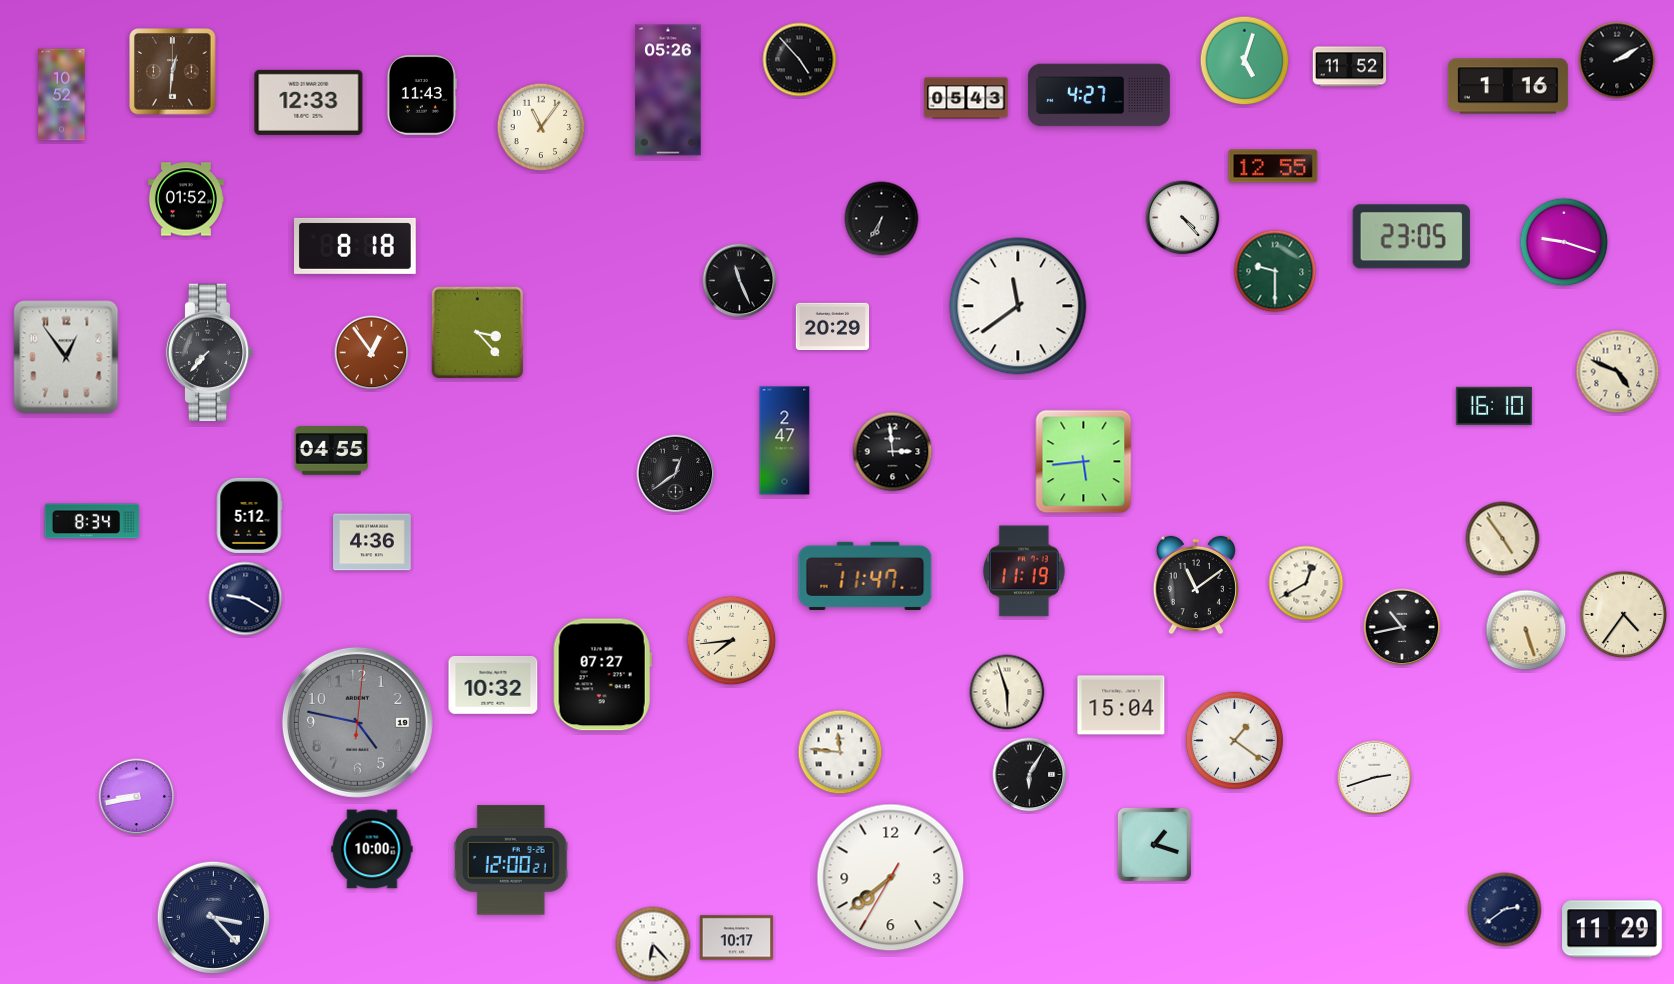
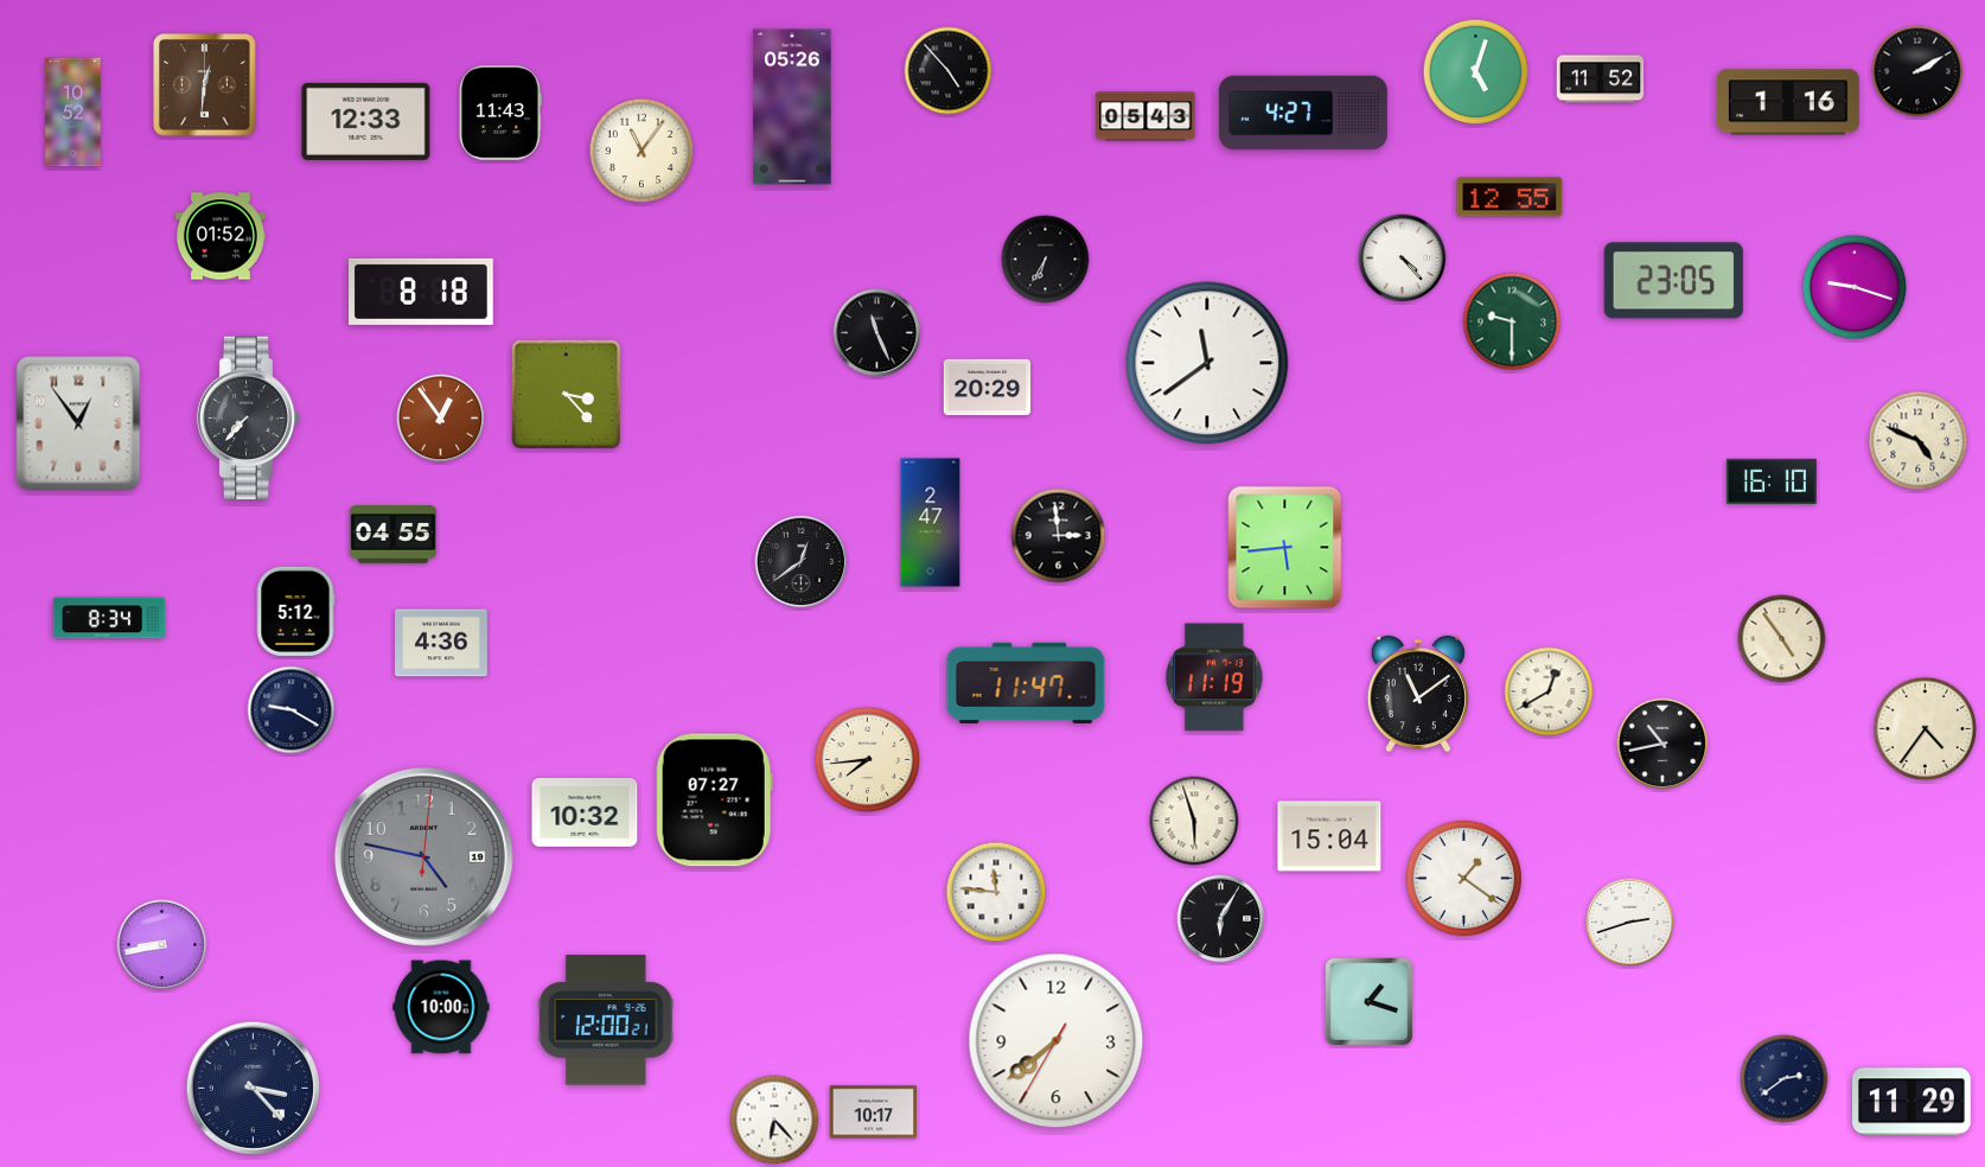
clock at (1526, 630): 5:27 -> none
